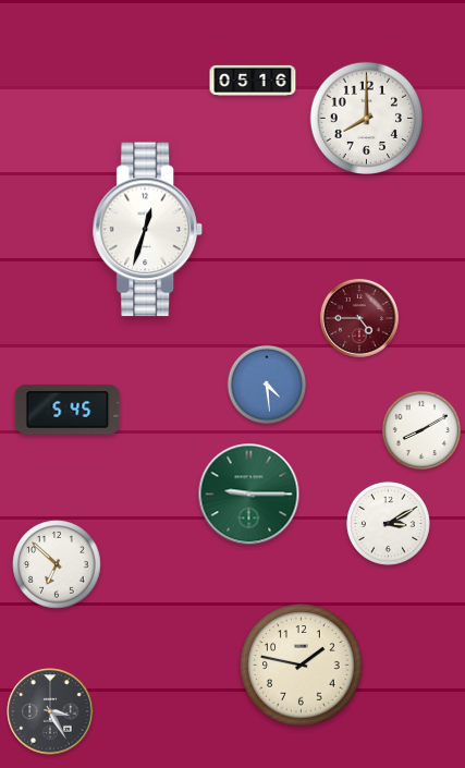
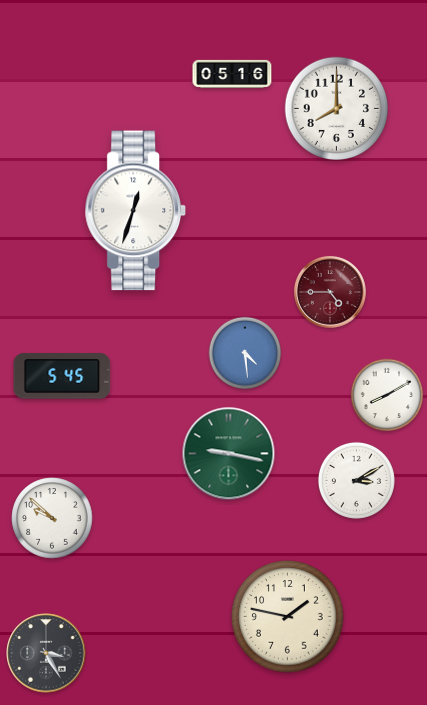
clock at (249, 495): 9:15 -> 9:17
clock at (57, 564): 6:52 -> 9:52
clock at (302, 666) position: (302, 666) -> (288, 617)
